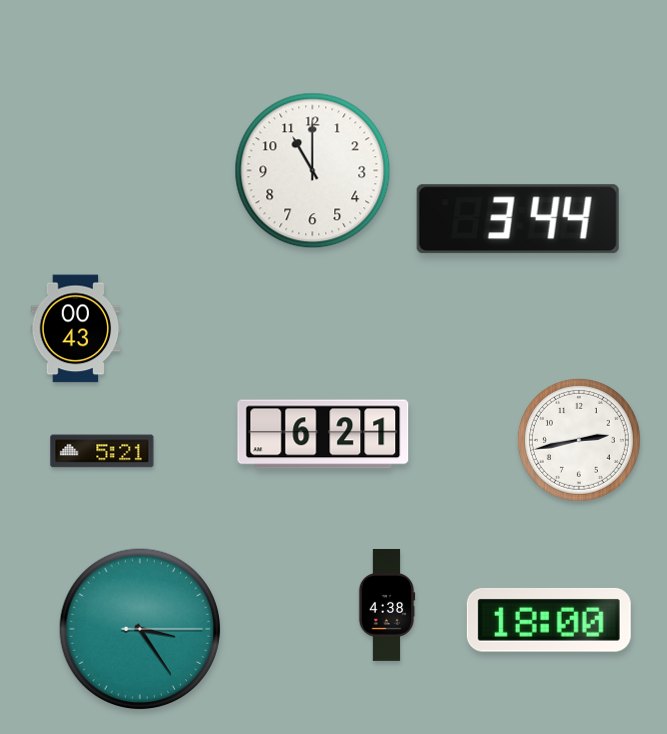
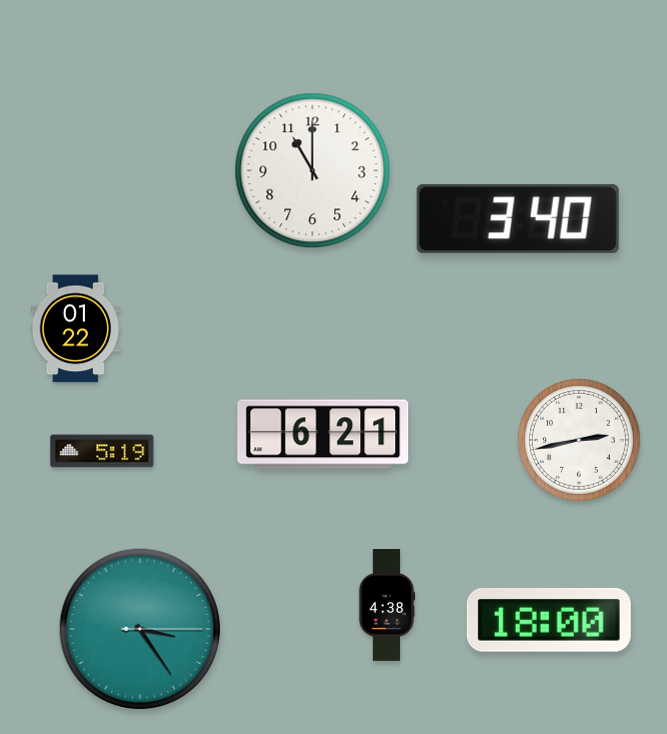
clock at (518, 219): 3:44 -> 3:40
clock at (76, 329): 00:43 -> 01:22
clock at (102, 451): 5:21 -> 5:19
